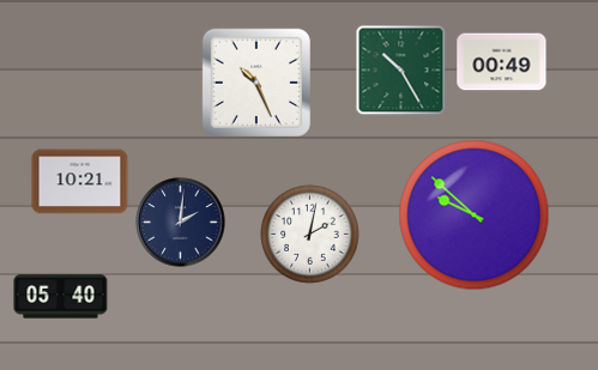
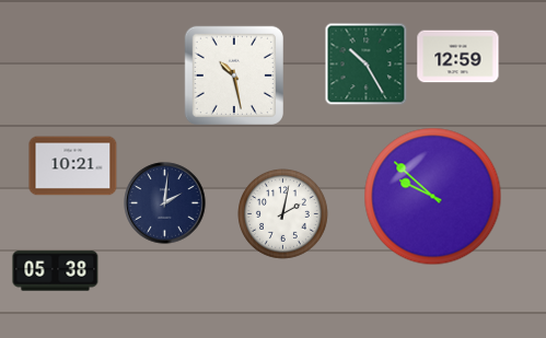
clock at (502, 62): 00:49 -> 12:59
clock at (255, 81): 10:26 -> 10:28
clock at (61, 297): 05:40 -> 05:38
